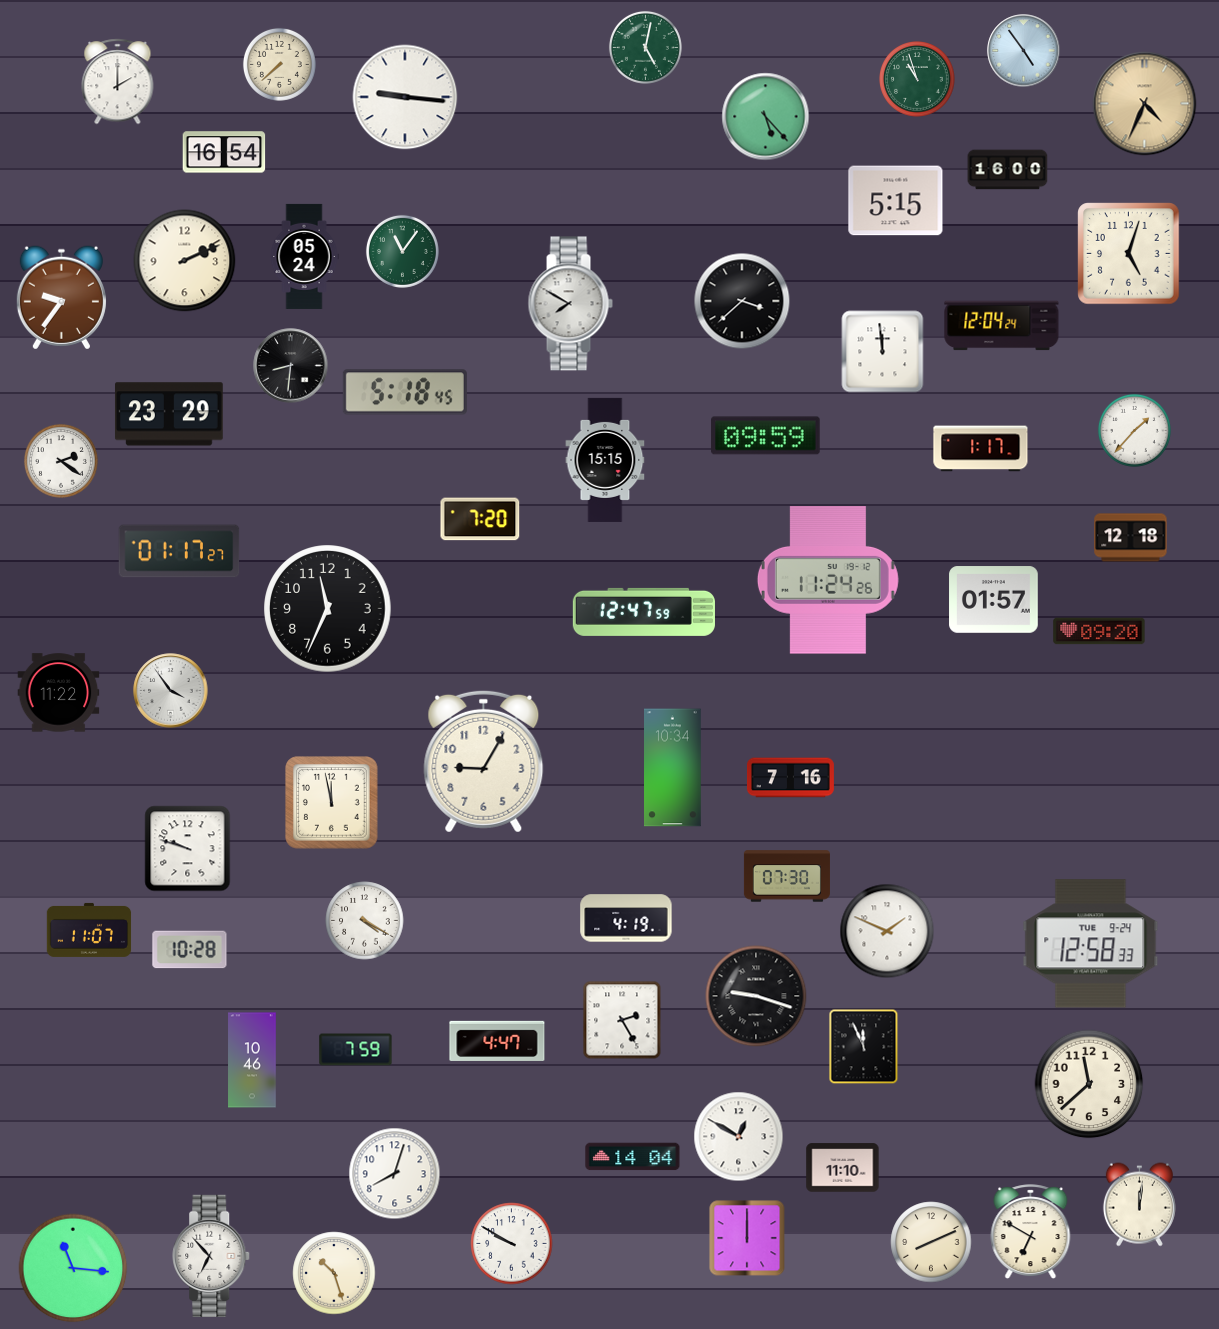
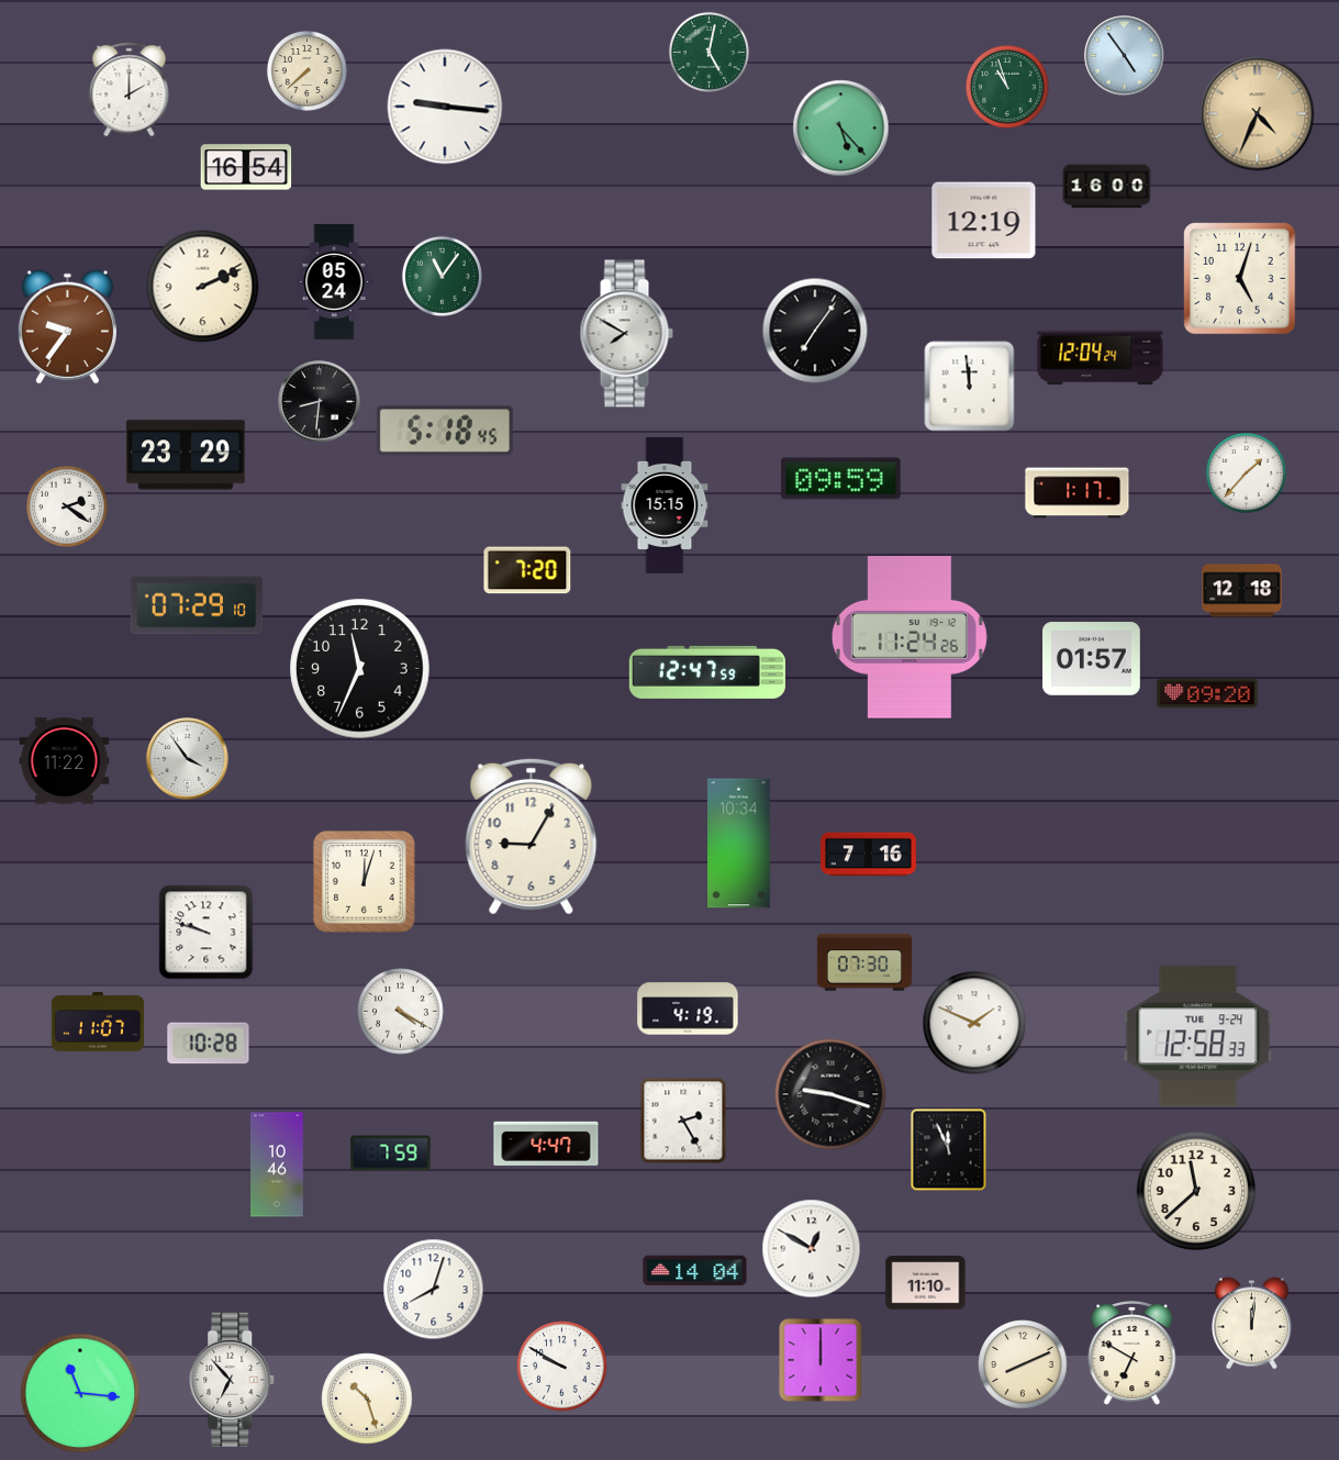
clock at (896, 201): 5:15 -> 12:19
clock at (742, 301): 3:38 -> 7:06
clock at (179, 551): 01:17 -> 07:29
clock at (332, 803): 11:58 -> 12:03
